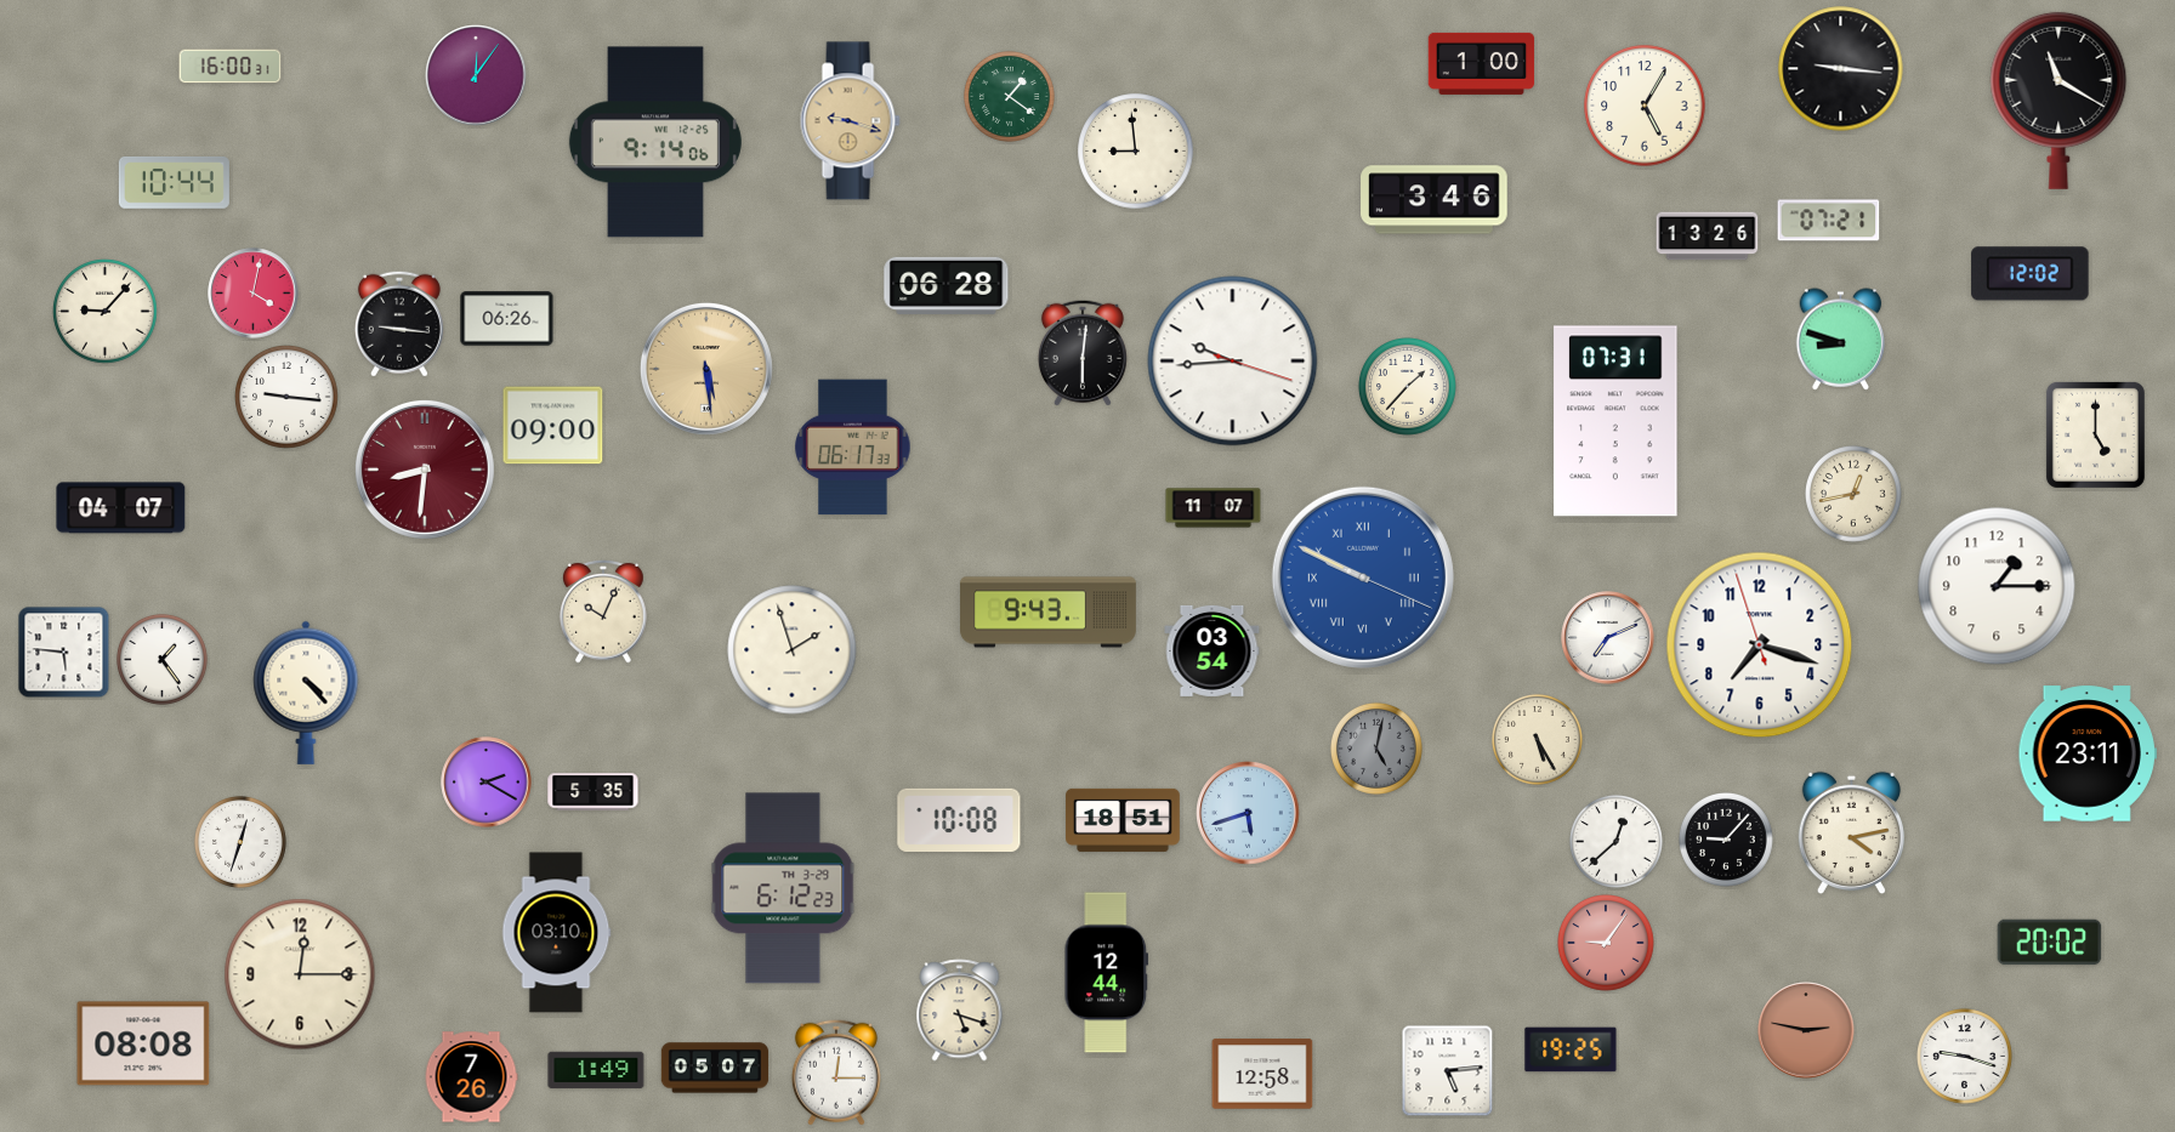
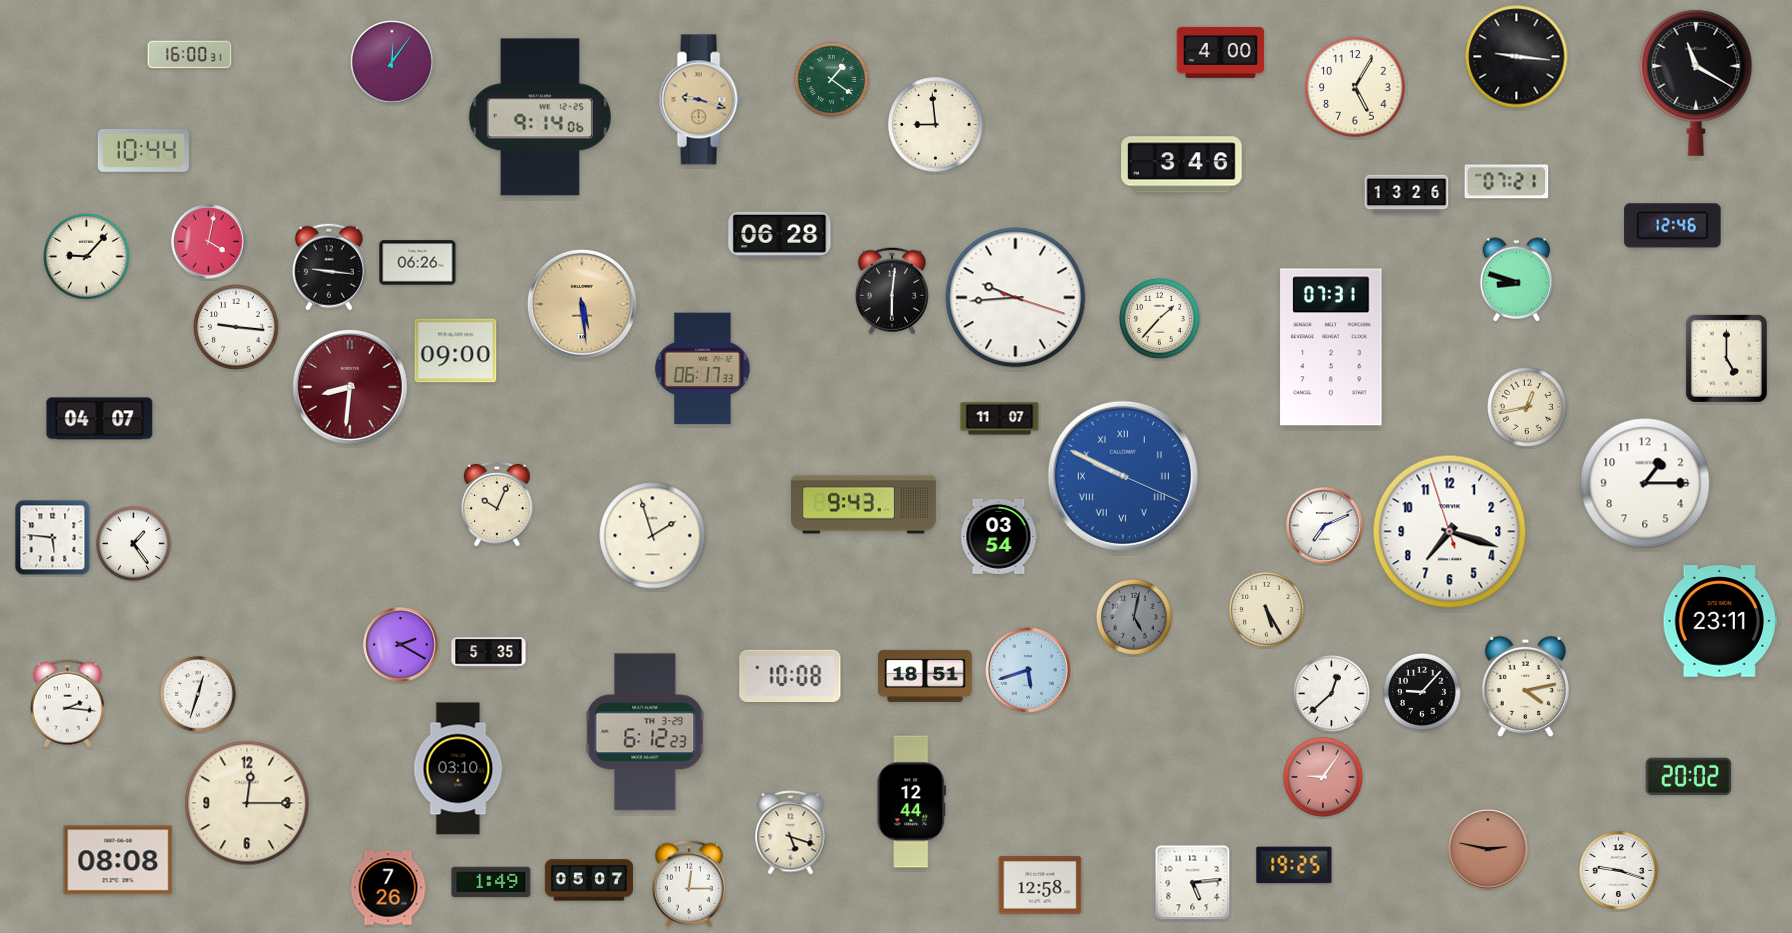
clock at (1482, 63): 1:00 -> 4:00
clock at (2031, 274): 12:02 -> 12:46
clock at (306, 693): 4:23 -> none
clock at (67, 704): none -> 2:16
